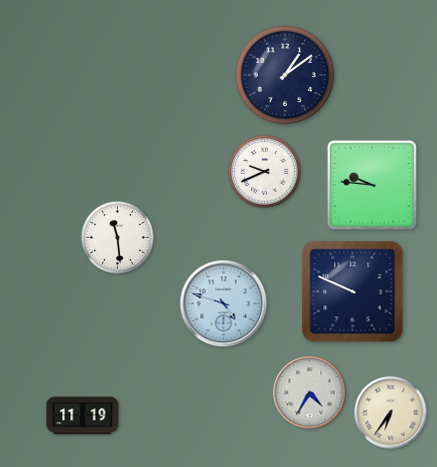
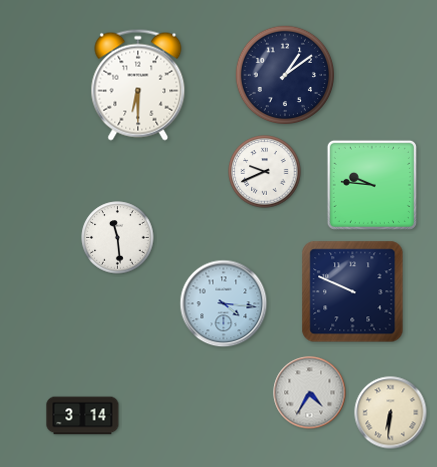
clock at (138, 85): none -> 6:30
clock at (224, 304): 4:48 -> 4:16
clock at (391, 413): 6:36 -> 6:31
clock at (83, 416): 11:19 -> 3:14
